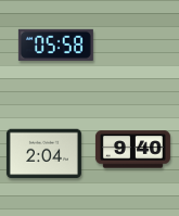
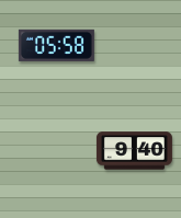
clock at (43, 154): 2:04 -> none
